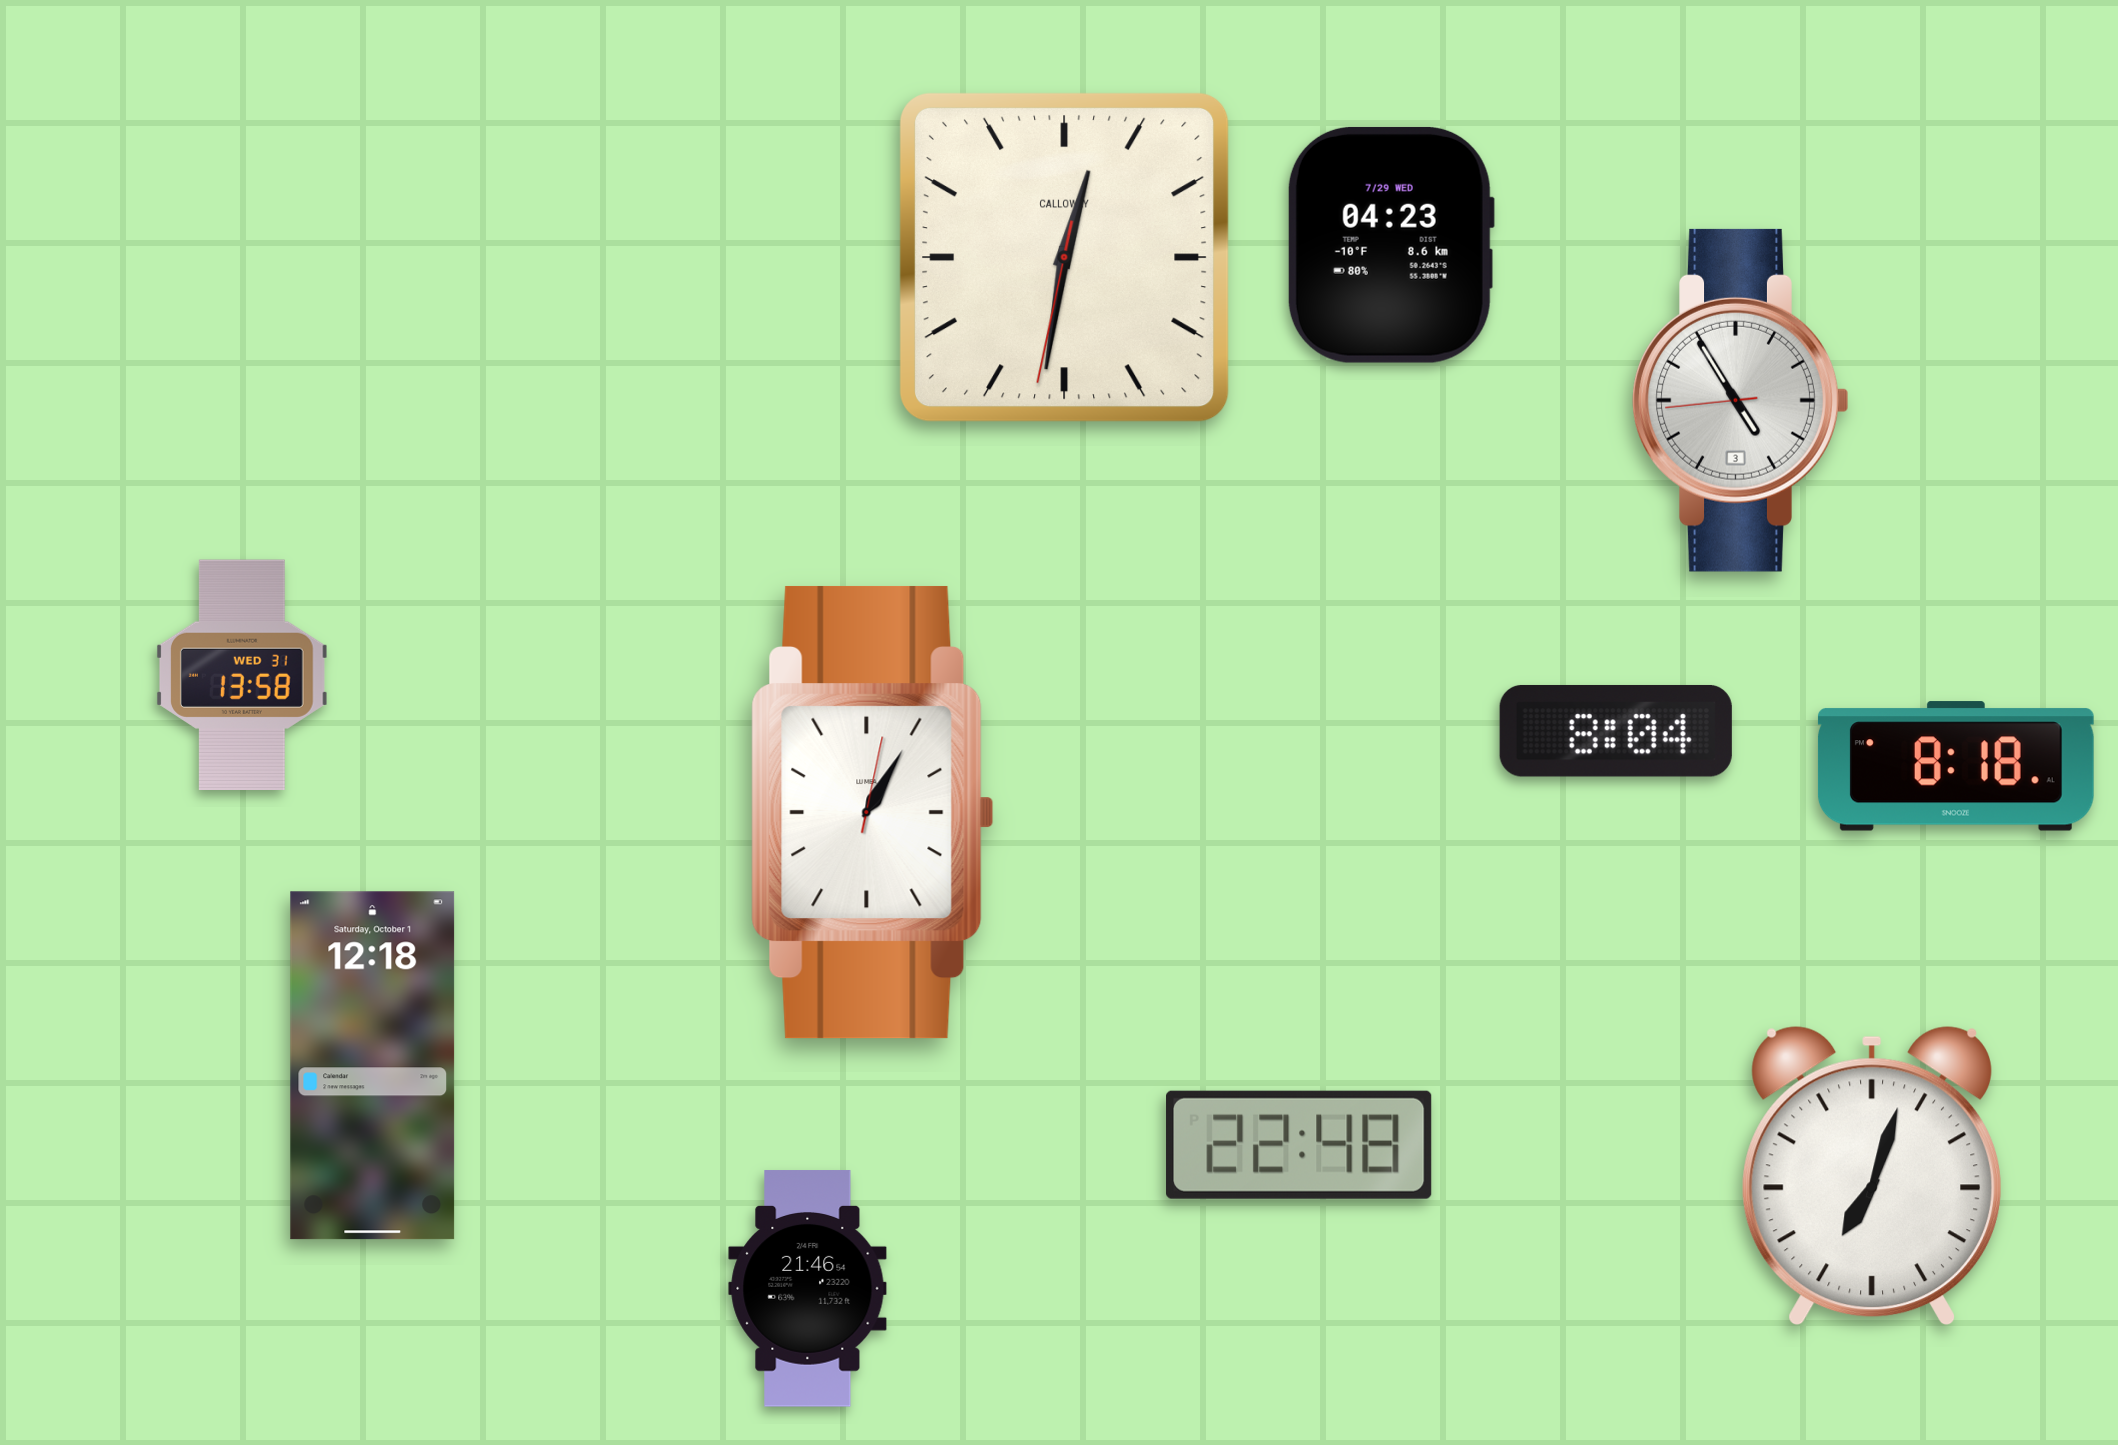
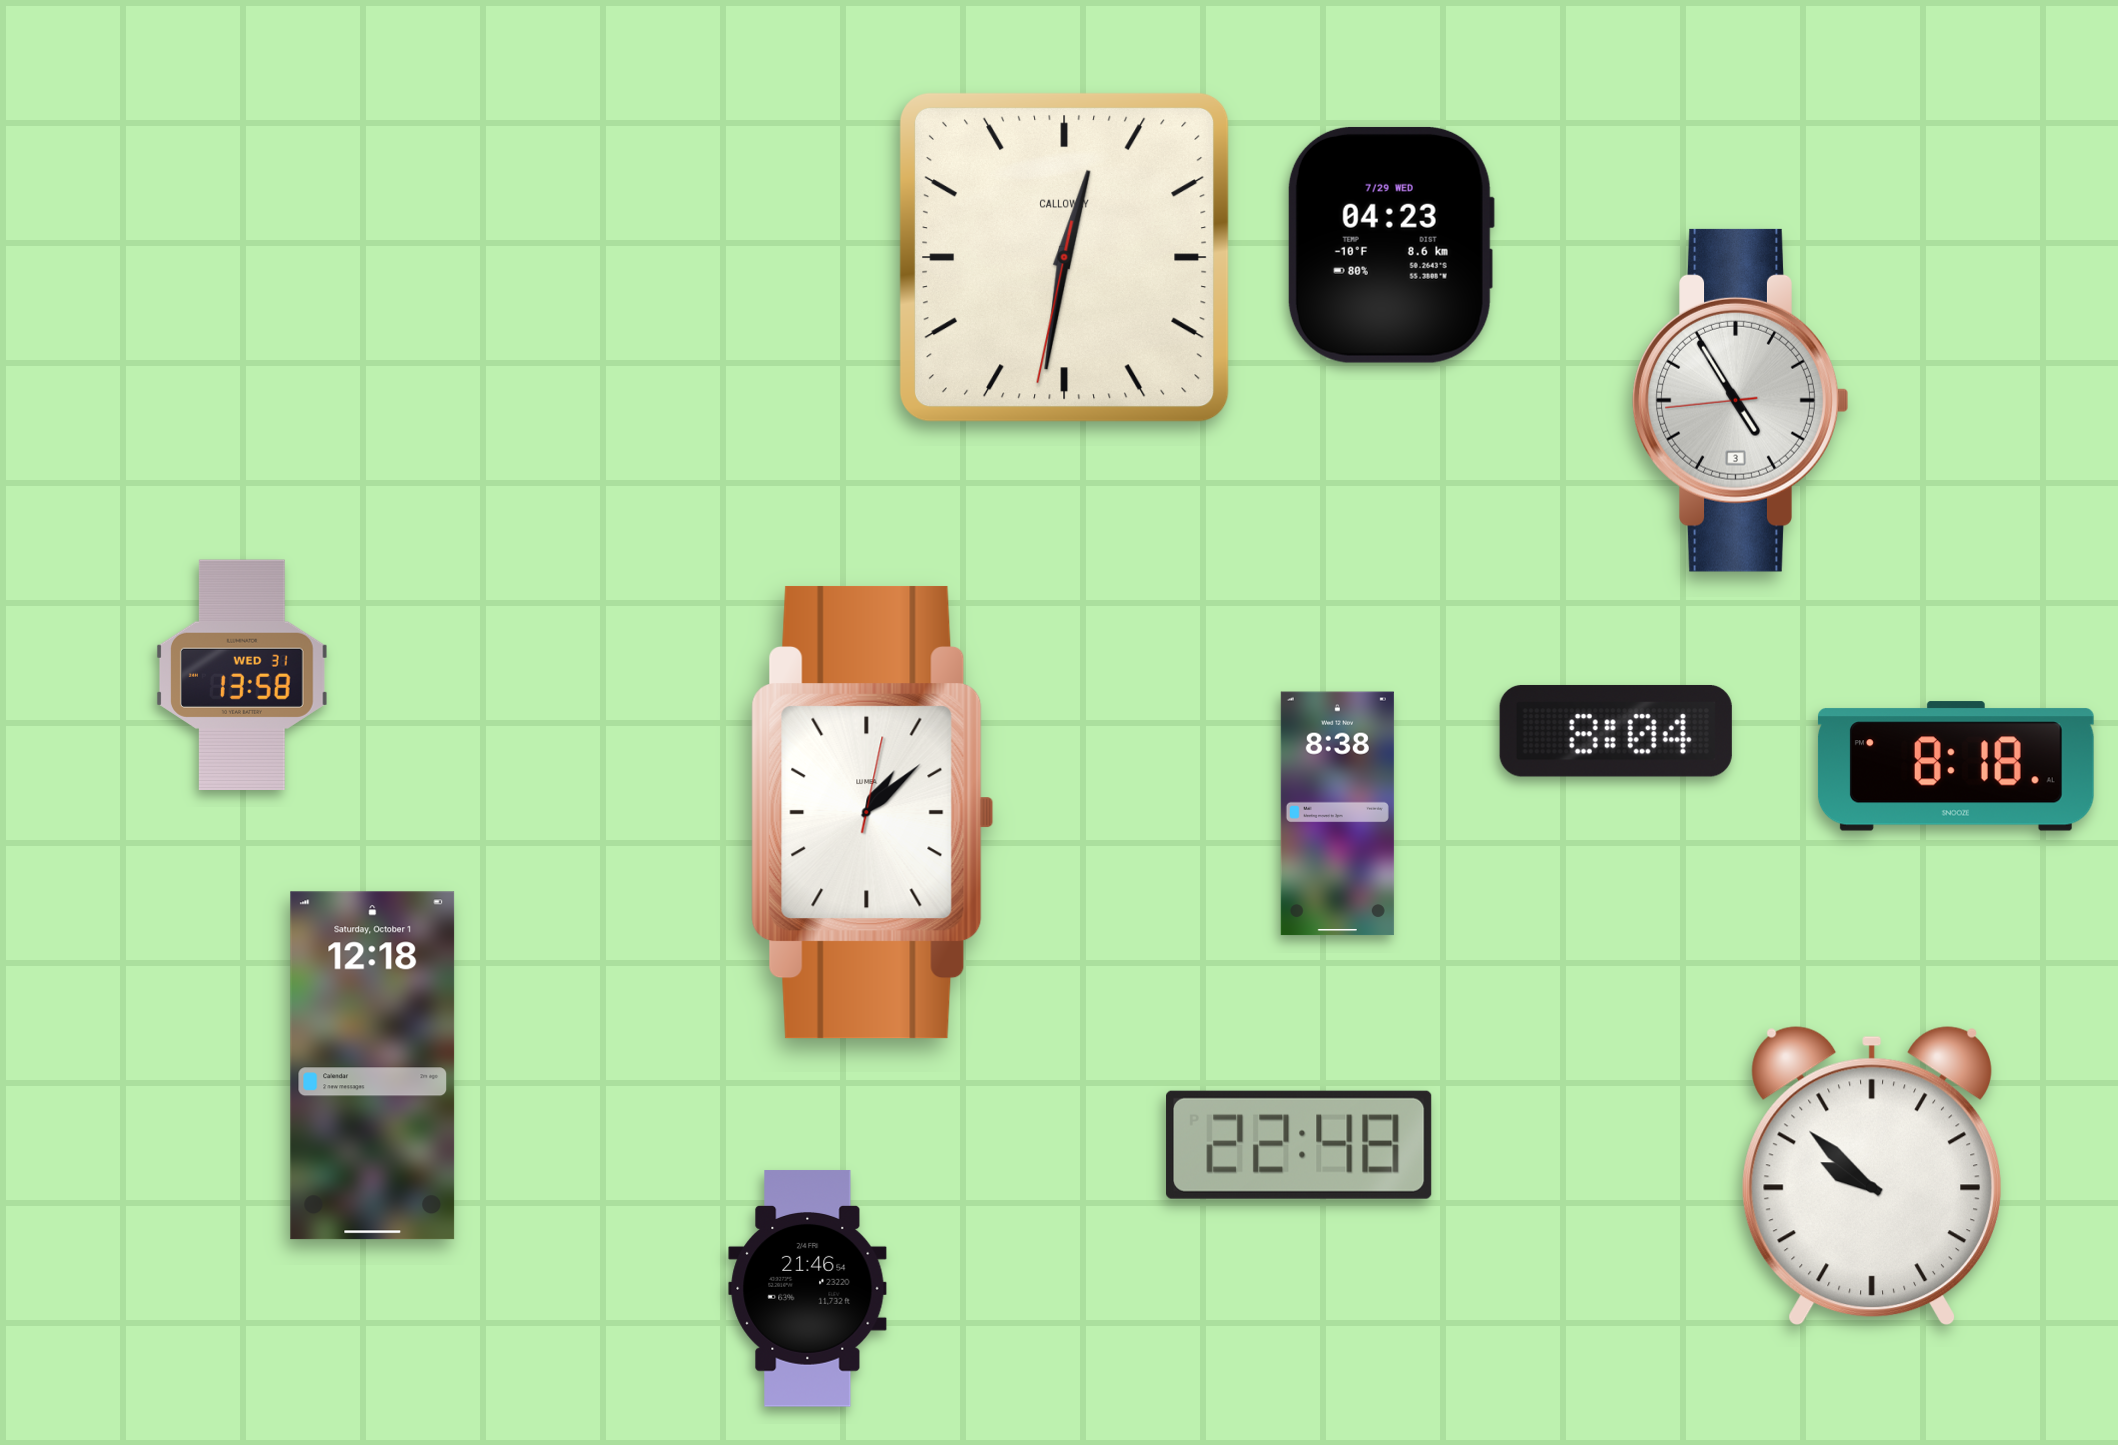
clock at (873, 812): 1:05 -> 1:08
clock at (1337, 814): none -> 8:38
clock at (1872, 1176): 7:03 -> 9:52
